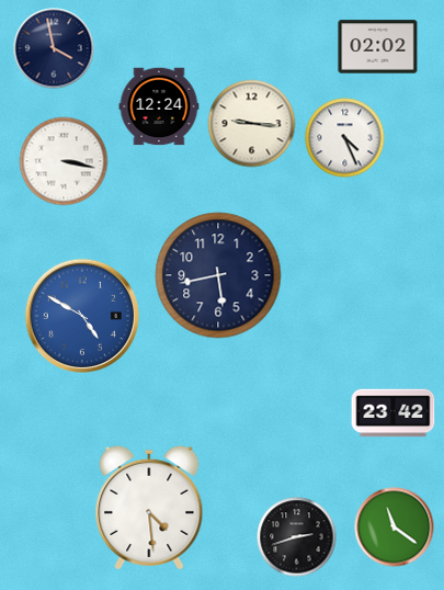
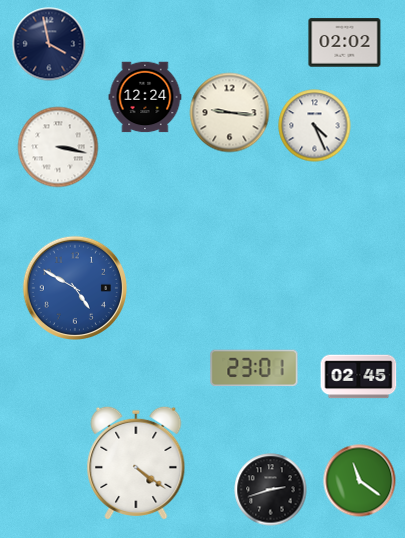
clock at (218, 275): 5:43 -> none
clock at (254, 368): none -> 23:01
clock at (394, 413): 23:42 -> 02:45
clock at (149, 507): 4:29 -> 4:21
